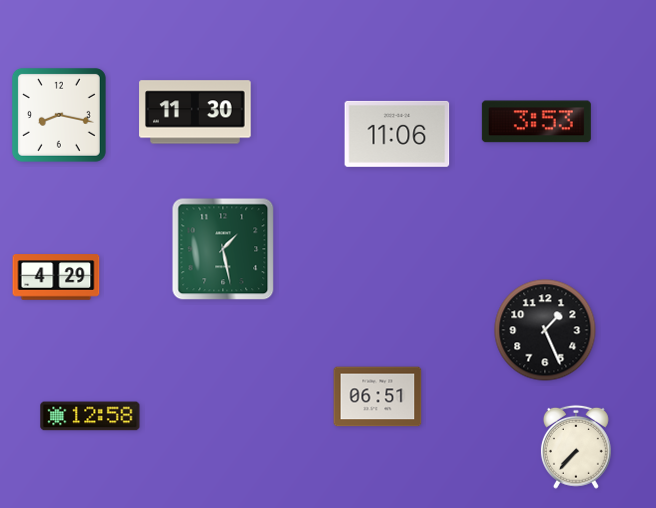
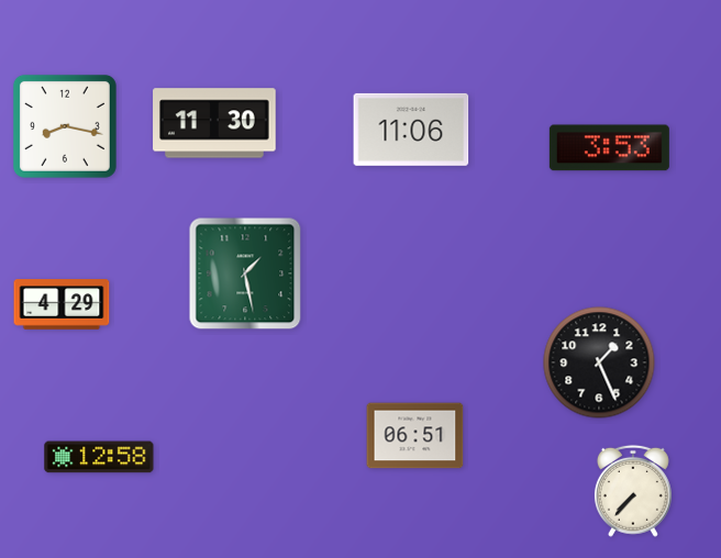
clock at (536, 122) position: (536, 122) -> (609, 148)
clock at (397, 134) position: (397, 134) -> (411, 130)
